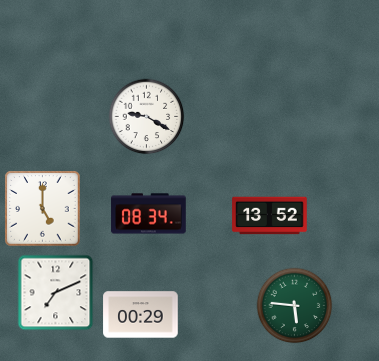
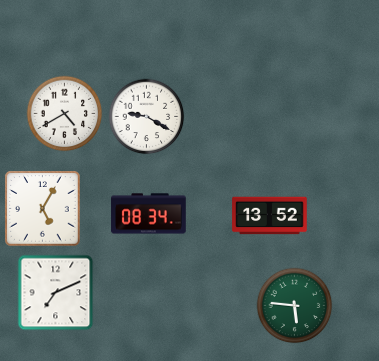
clock at (65, 114): none -> 4:40
clock at (43, 209): 5:00 -> 5:05
clock at (141, 315): 00:29 -> none
